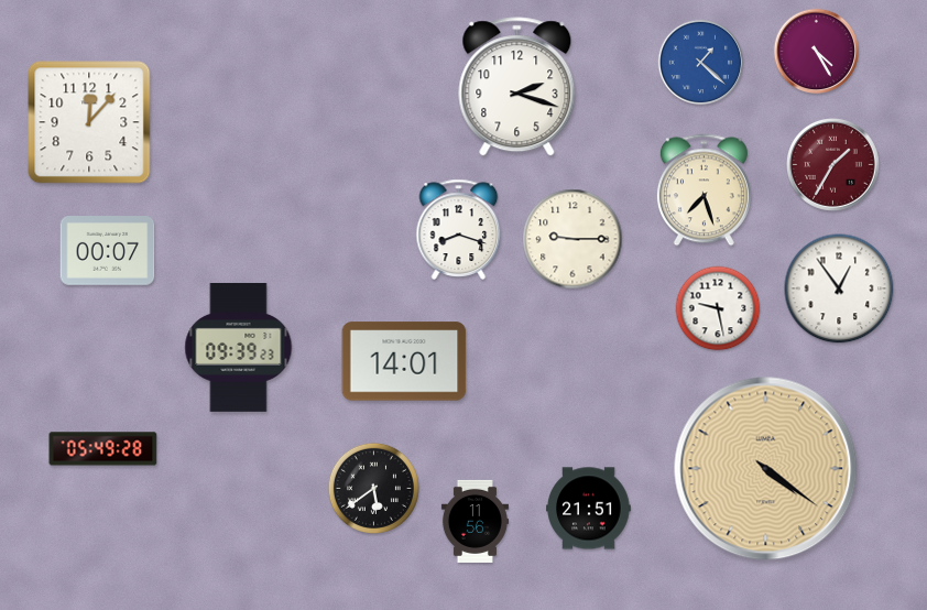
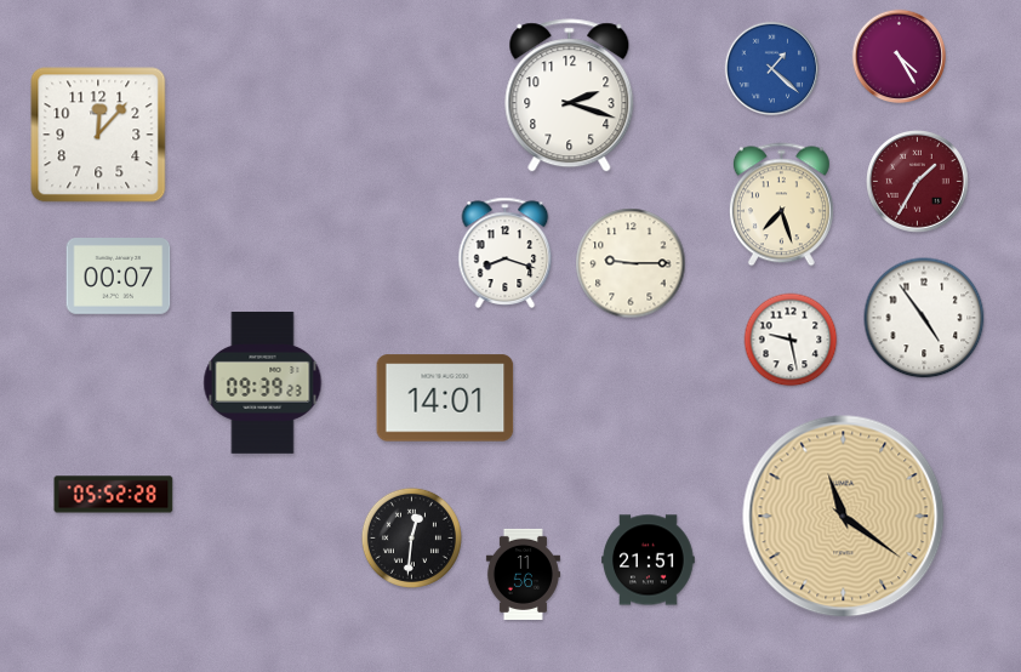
clock at (704, 190) position: (704, 190) -> (781, 205)
clock at (839, 288): 12:54 -> 4:54
clock at (103, 449): 05:49 -> 05:52
clock at (766, 469): 4:21 -> 11:21
clock at (373, 488): 5:39 -> 12:31
